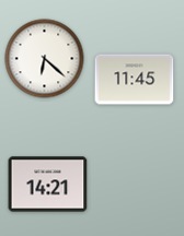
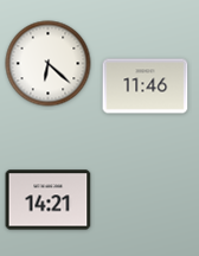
clock at (135, 80): 11:45 -> 11:46
clock at (48, 185) position: (48, 185) -> (49, 200)
